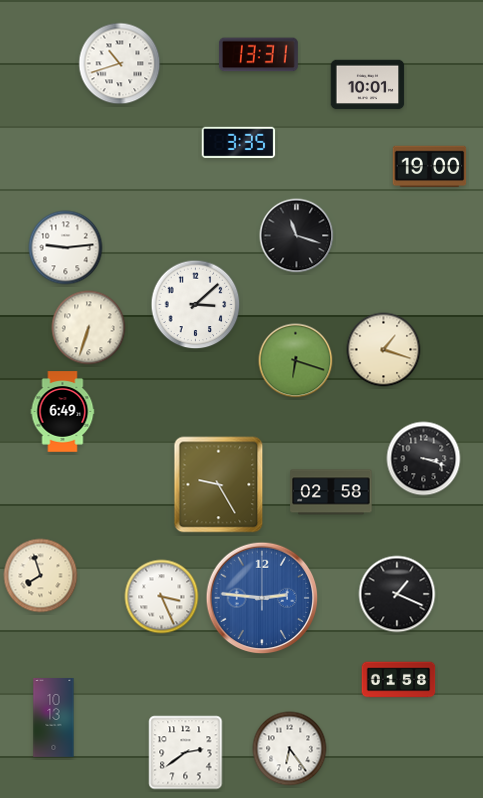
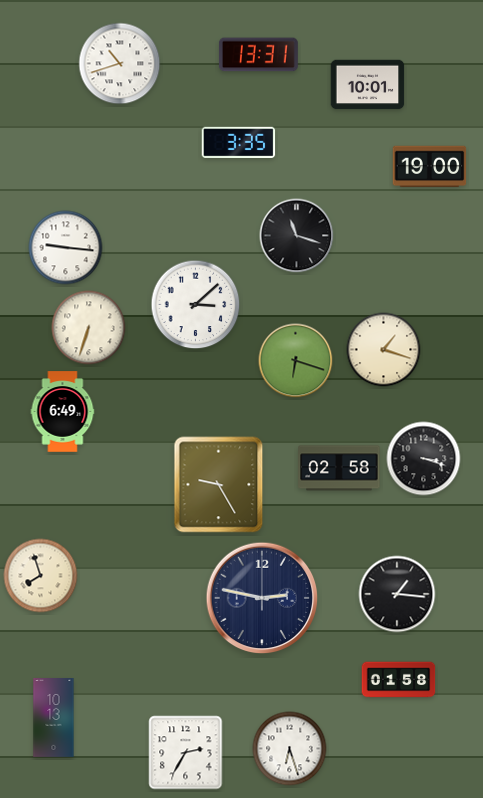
clock at (66, 248): 9:14 -> 9:16
clock at (331, 492) position: (331, 492) -> (339, 468)
clock at (397, 594): 1:19 -> 1:16
clock at (162, 597): 3:26 -> none
clock at (262, 598): 2:46 -> 2:47
clock at (262, 598) dial: blue -> navy
clock at (290, 749): 6:24 -> 6:27
clock at (186, 753): 2:39 -> 2:35
